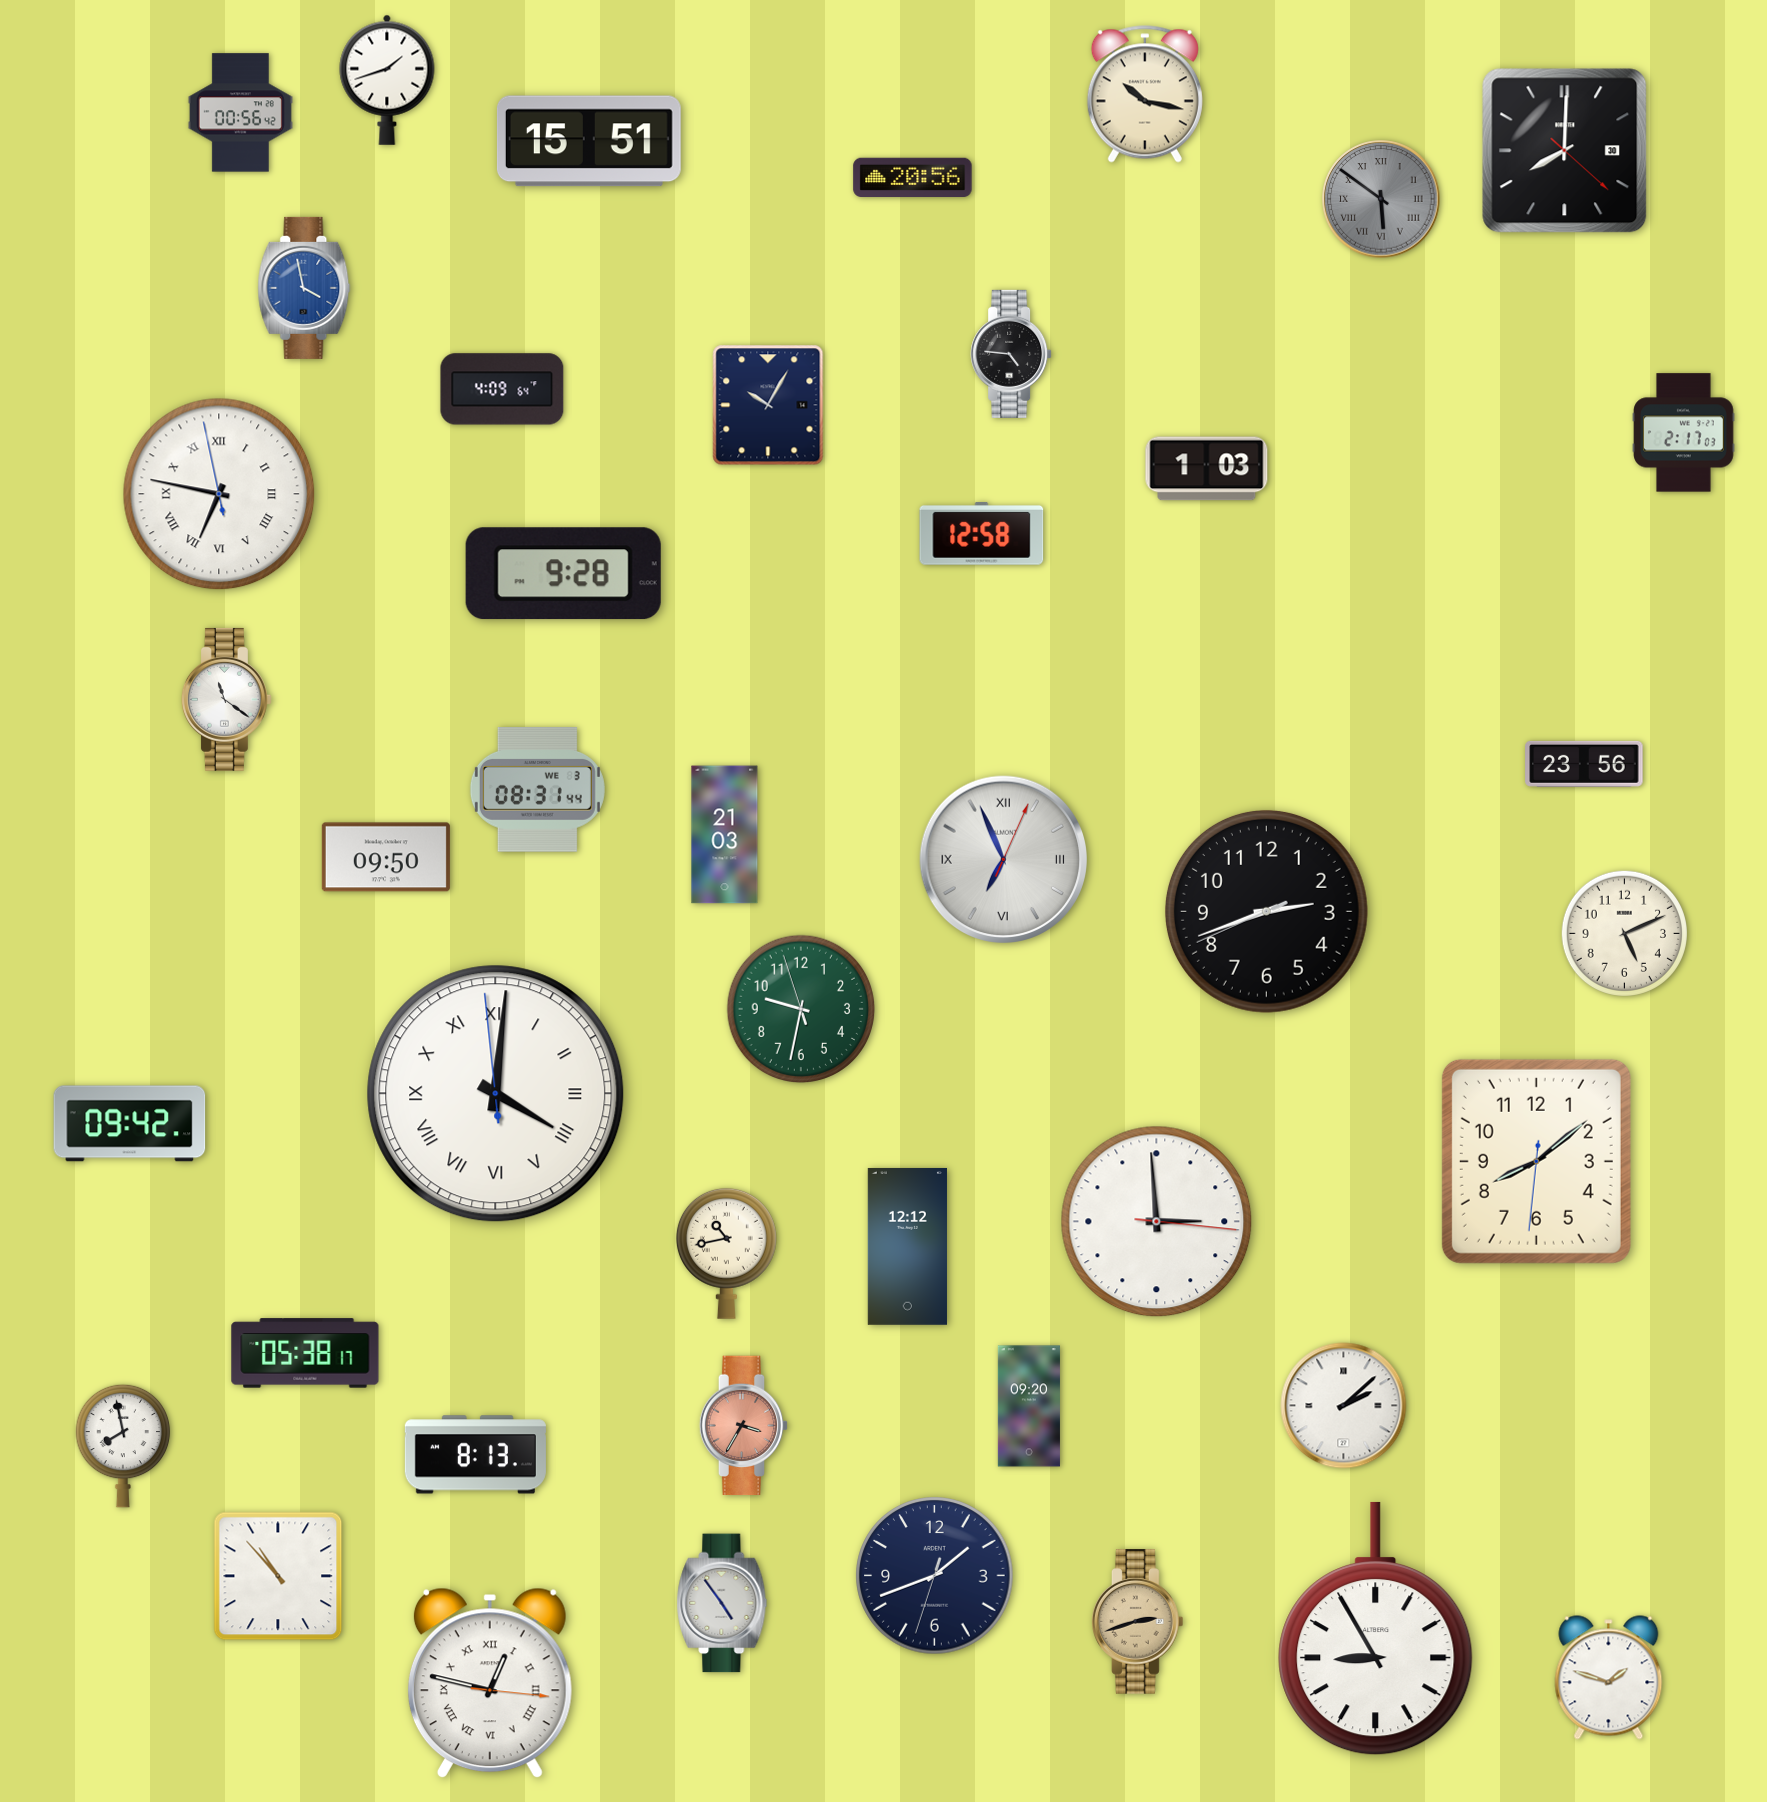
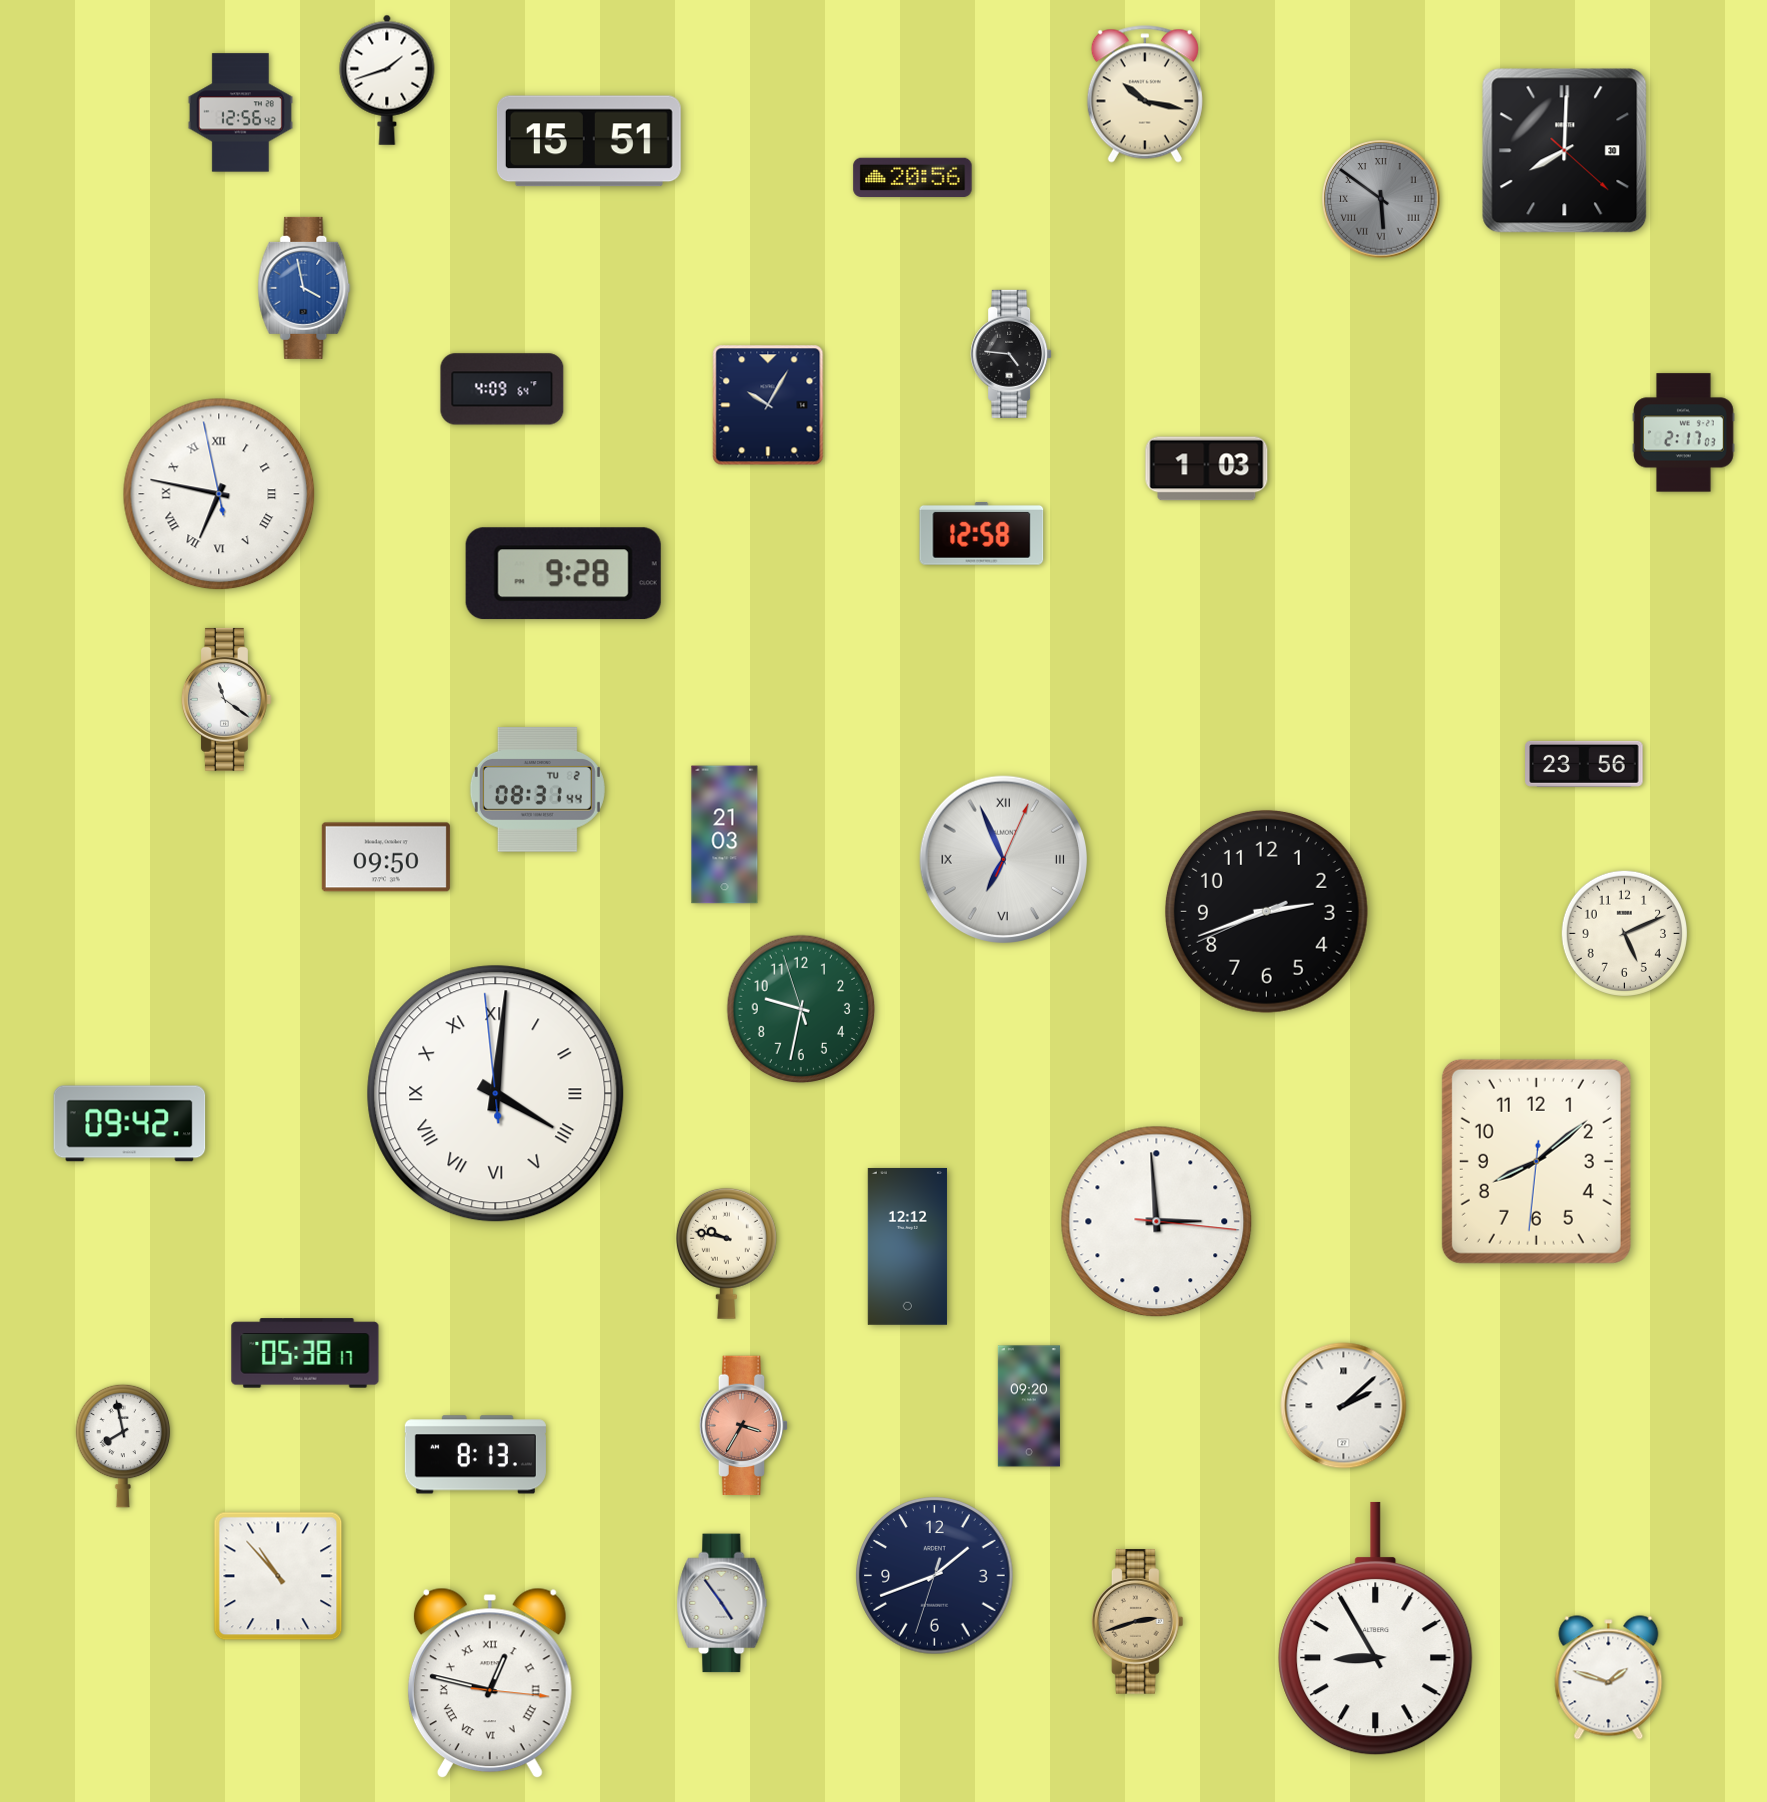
clock at (240, 113): 00:56 -> 12:56
clock at (537, 790) date: WE 3 -> TU 2
clock at (726, 1253): 10:43 -> 9:47
